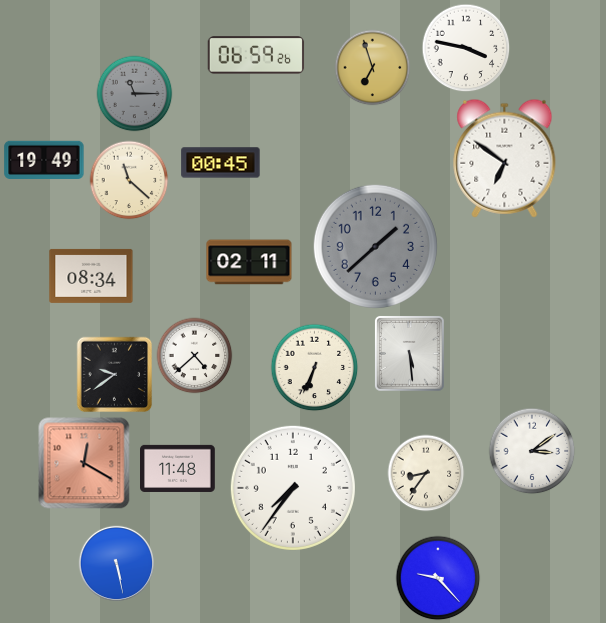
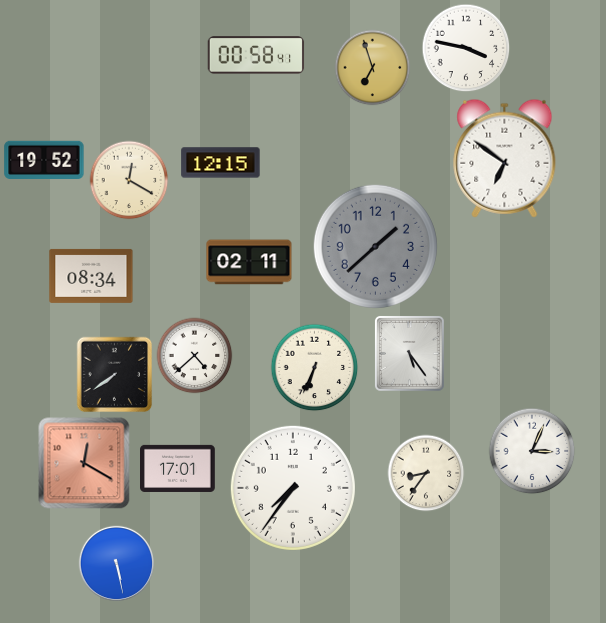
clock at (256, 55): 06:59 -> 00:58
clock at (135, 94): 11:15 -> none
clock at (44, 159): 19:49 -> 19:52
clock at (221, 163): 00:45 -> 12:15
clock at (129, 180): 11:22 -> 12:20
clock at (409, 354): 5:29 -> 5:24
clock at (115, 375): 9:39 -> 7:39
clock at (532, 451): 3:09 -> 3:04
clock at (178, 468): 11:48 -> 17:01
clock at (438, 578): 9:23 -> none
